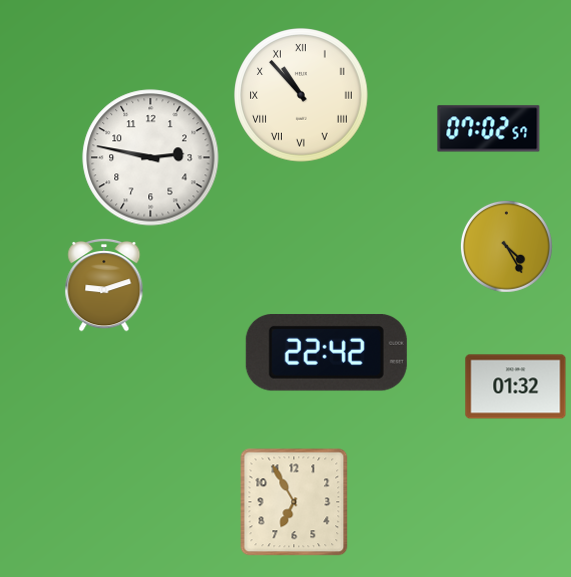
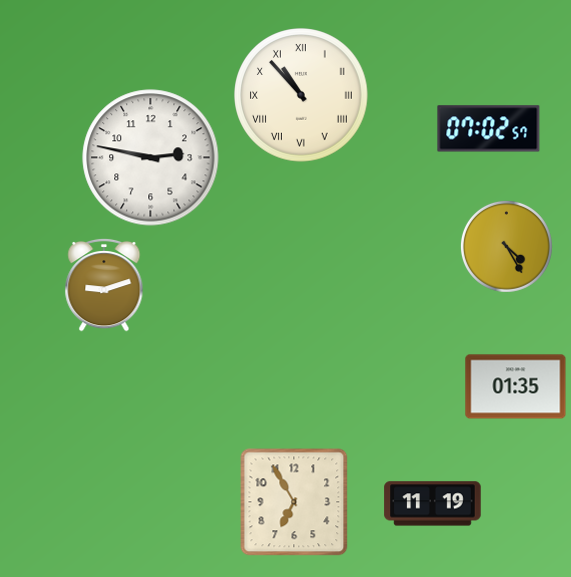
clock at (326, 353): 22:42 -> none
clock at (516, 387): 01:32 -> 01:35
clock at (433, 504): none -> 11:19
